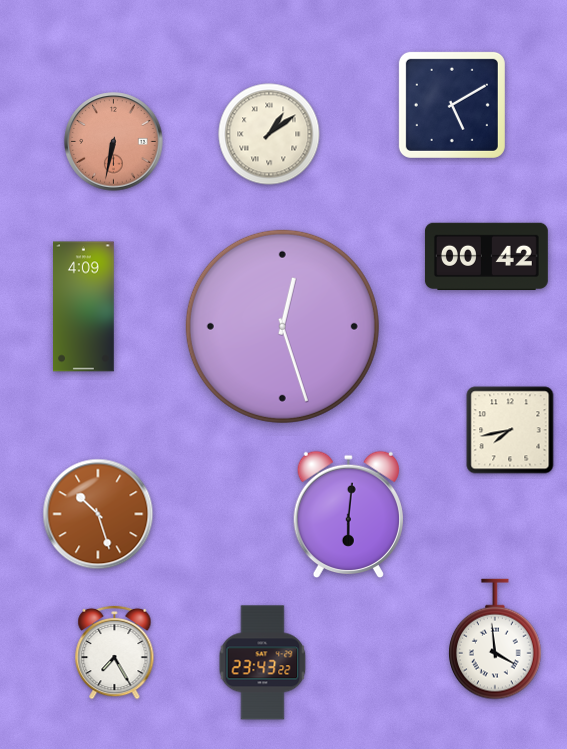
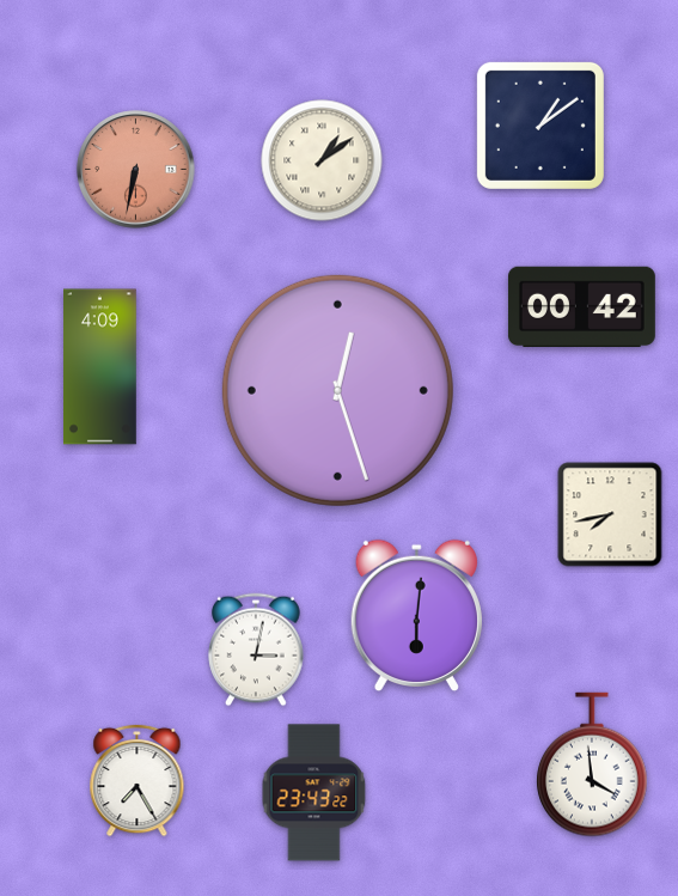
clock at (452, 105): 5:10 -> 1:09
clock at (98, 514): 10:27 -> none
clock at (256, 650): none -> 3:02
